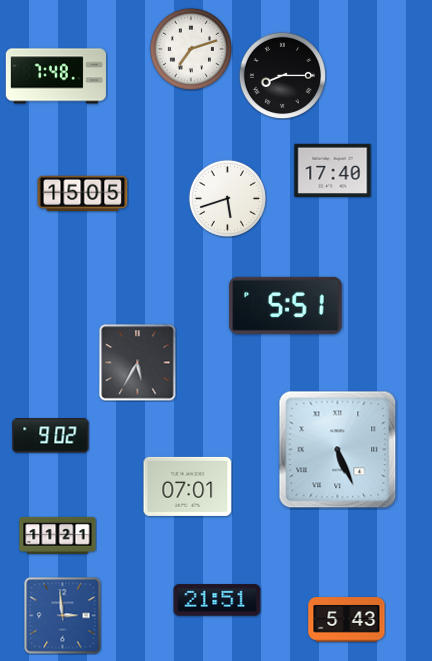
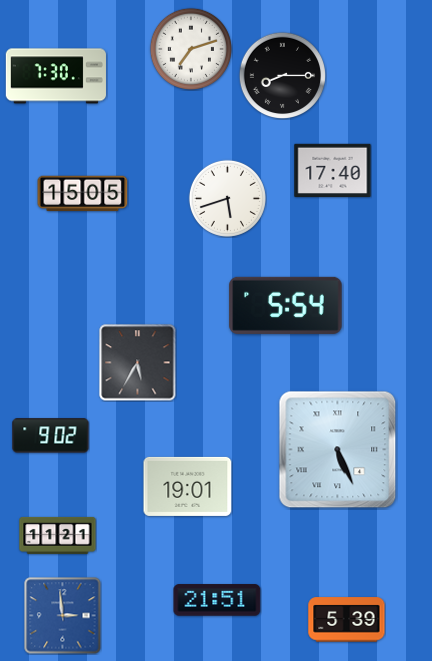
clock at (56, 76): 7:48 -> 7:30
clock at (286, 305): 5:51 -> 5:54
clock at (188, 486): 07:01 -> 19:01
clock at (347, 620): 5:43 -> 5:39
